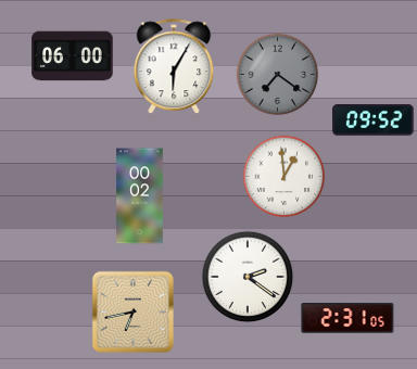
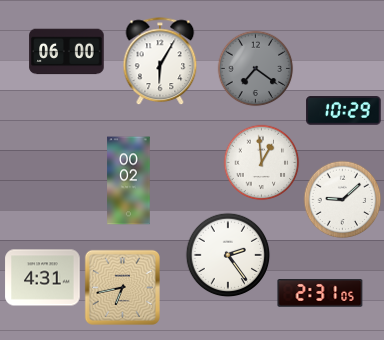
clock at (374, 120): 09:52 -> 10:29
clock at (343, 200): none -> 9:08
clock at (248, 277): 2:21 -> 2:24
clock at (43, 278): none -> 4:31
